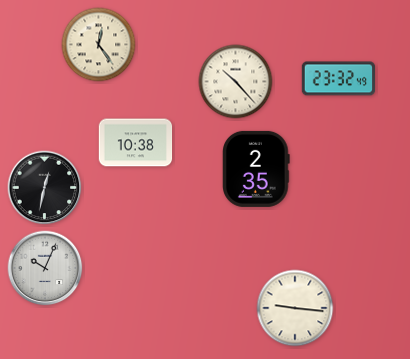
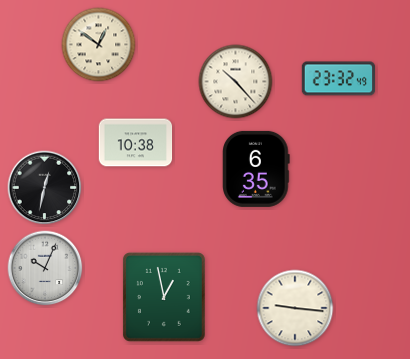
clock at (99, 45): 12:24 -> 12:51
clock at (256, 169): 2:35 -> 6:35
clock at (164, 297): none -> 12:58
